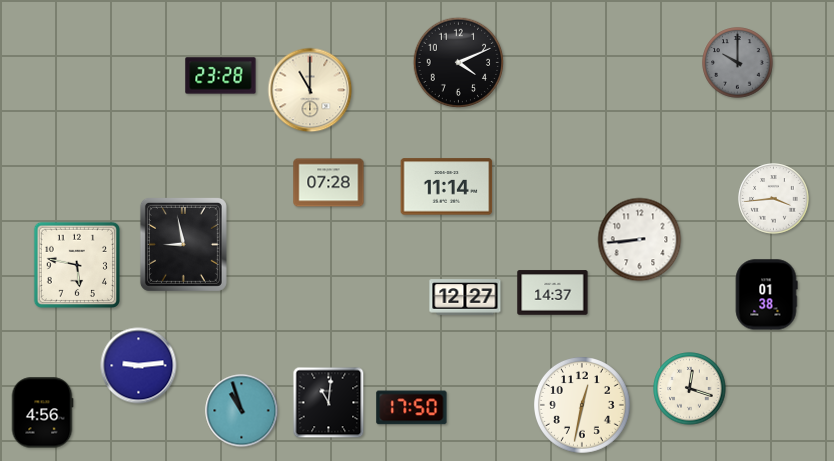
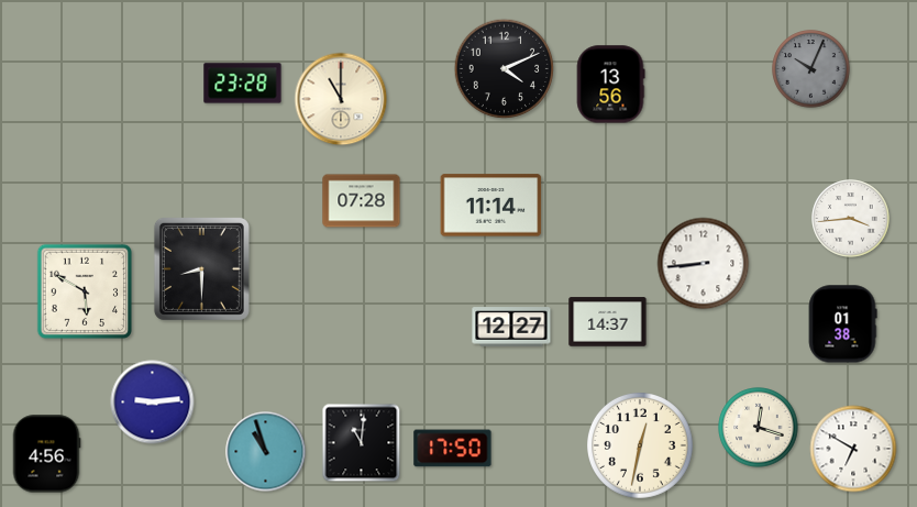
clock at (738, 63): 10:00 -> 10:04
clock at (610, 85): none -> 13:56
clock at (183, 244): 8:58 -> 8:30
clock at (76, 264): 5:47 -> 5:50
clock at (853, 449): none -> 6:50
